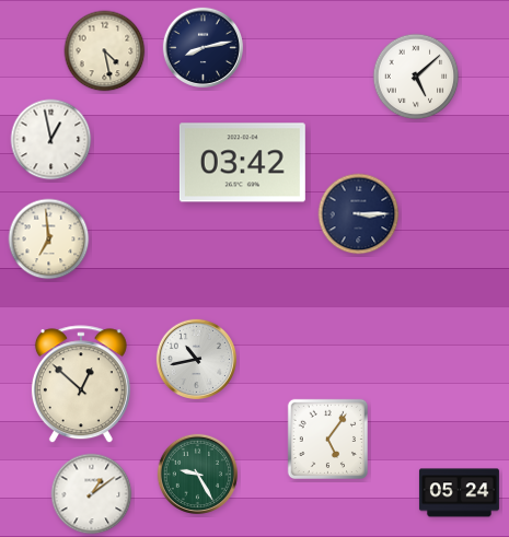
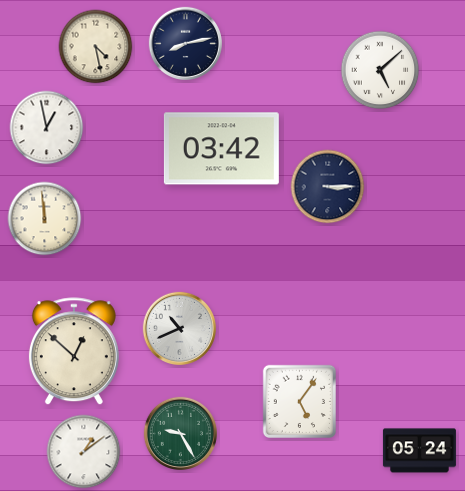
clock at (359, 214) position: (359, 214) -> (328, 187)
clock at (49, 240): 6:59 -> 11:59
clock at (196, 359): 10:43 -> 10:41
